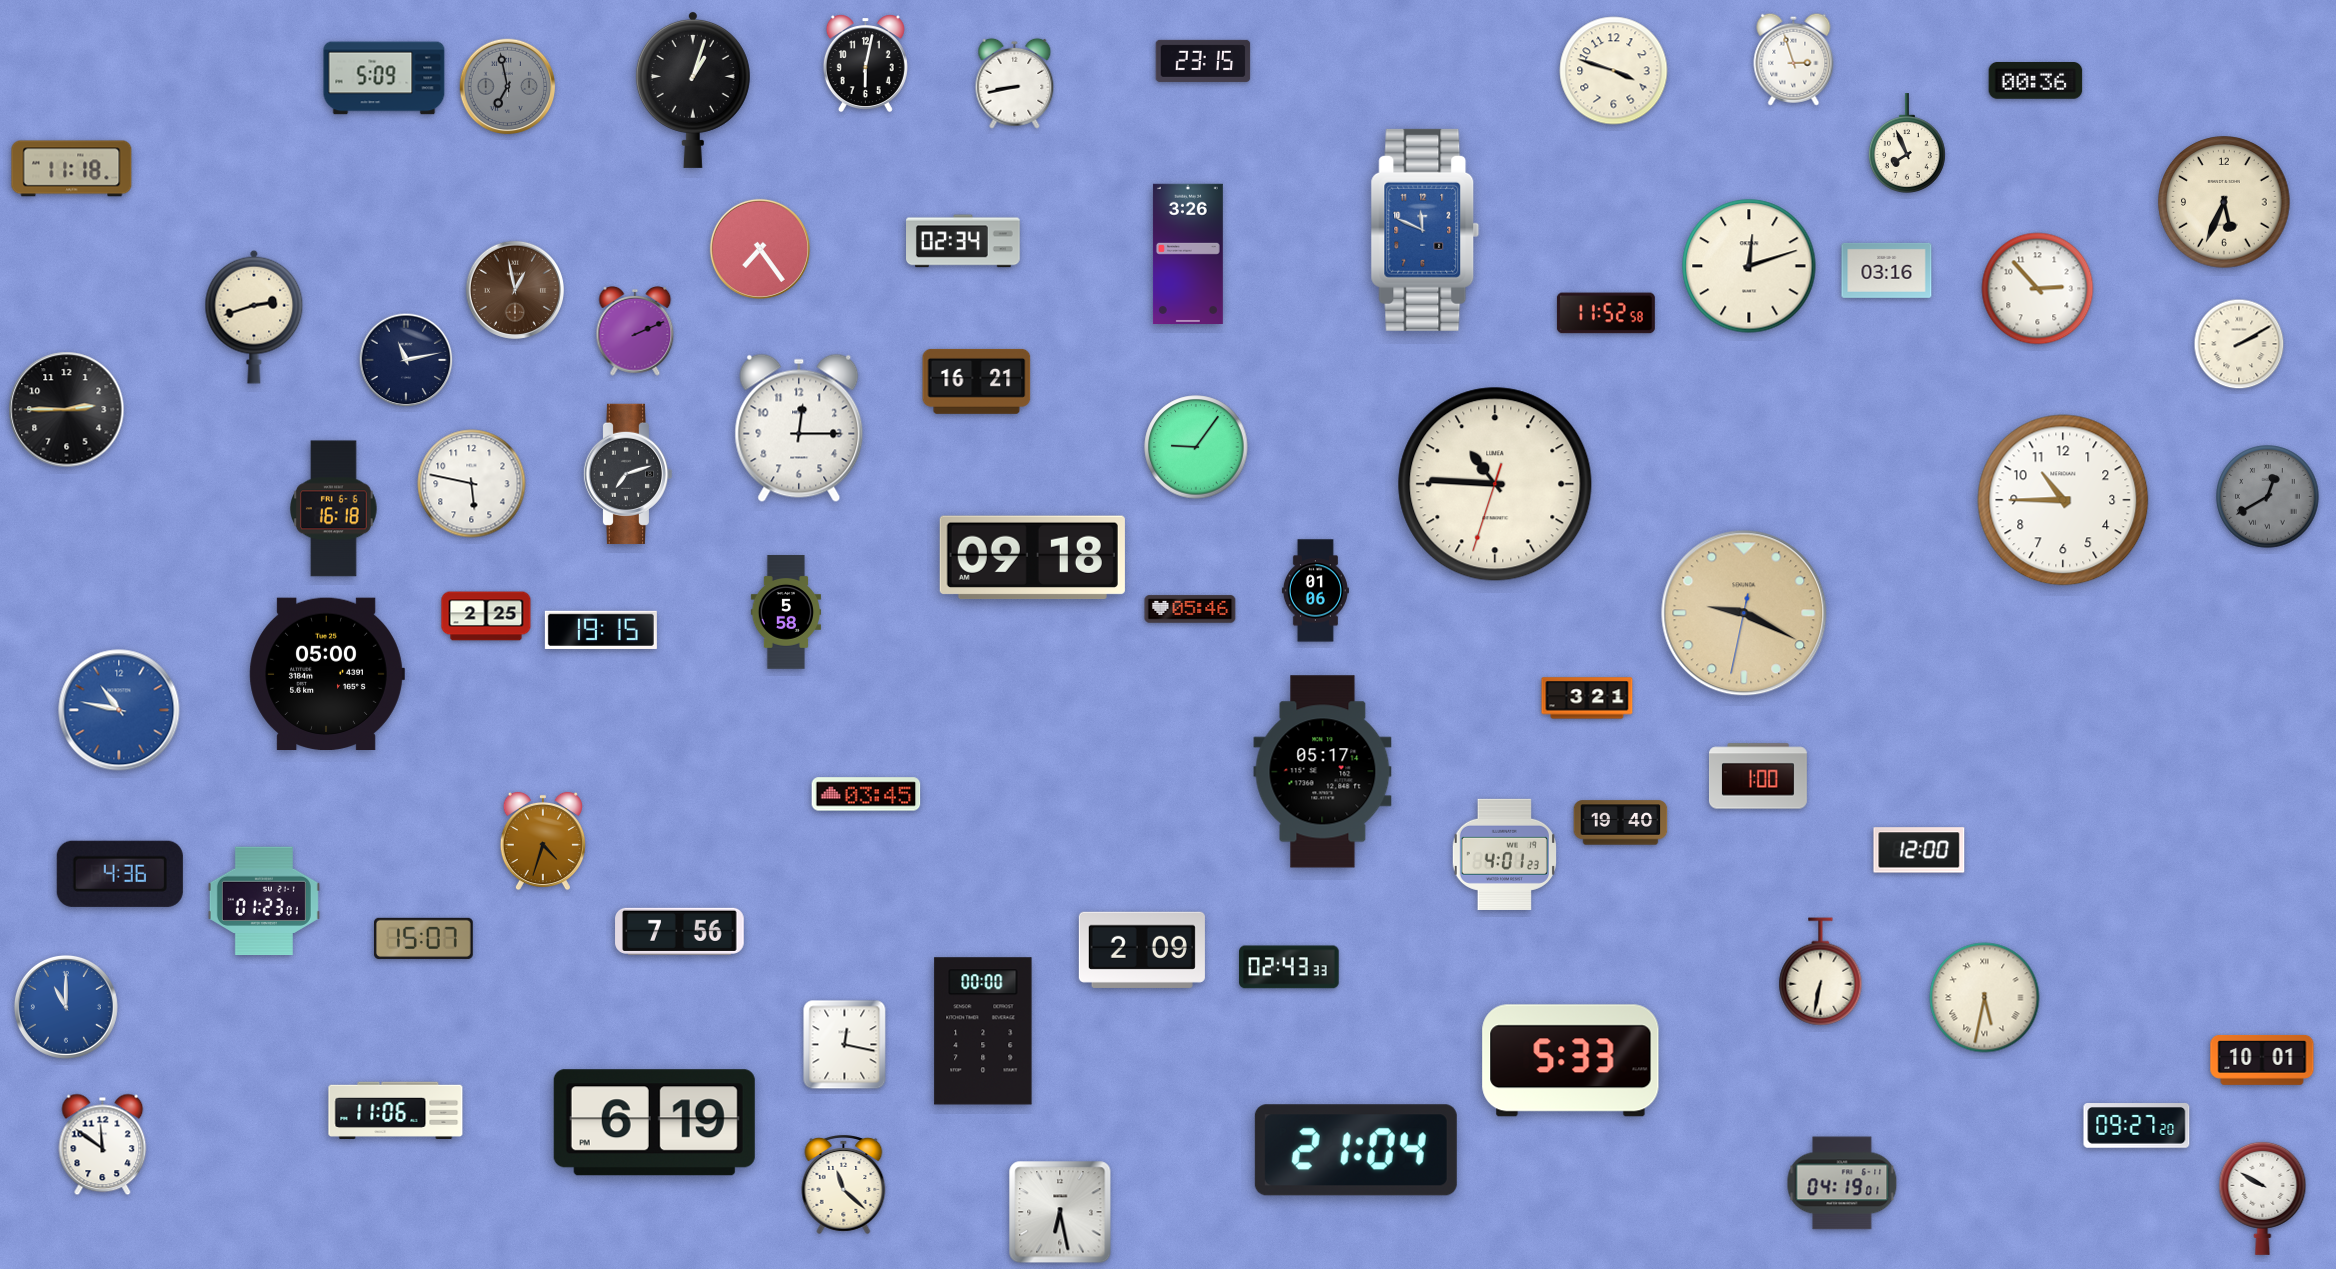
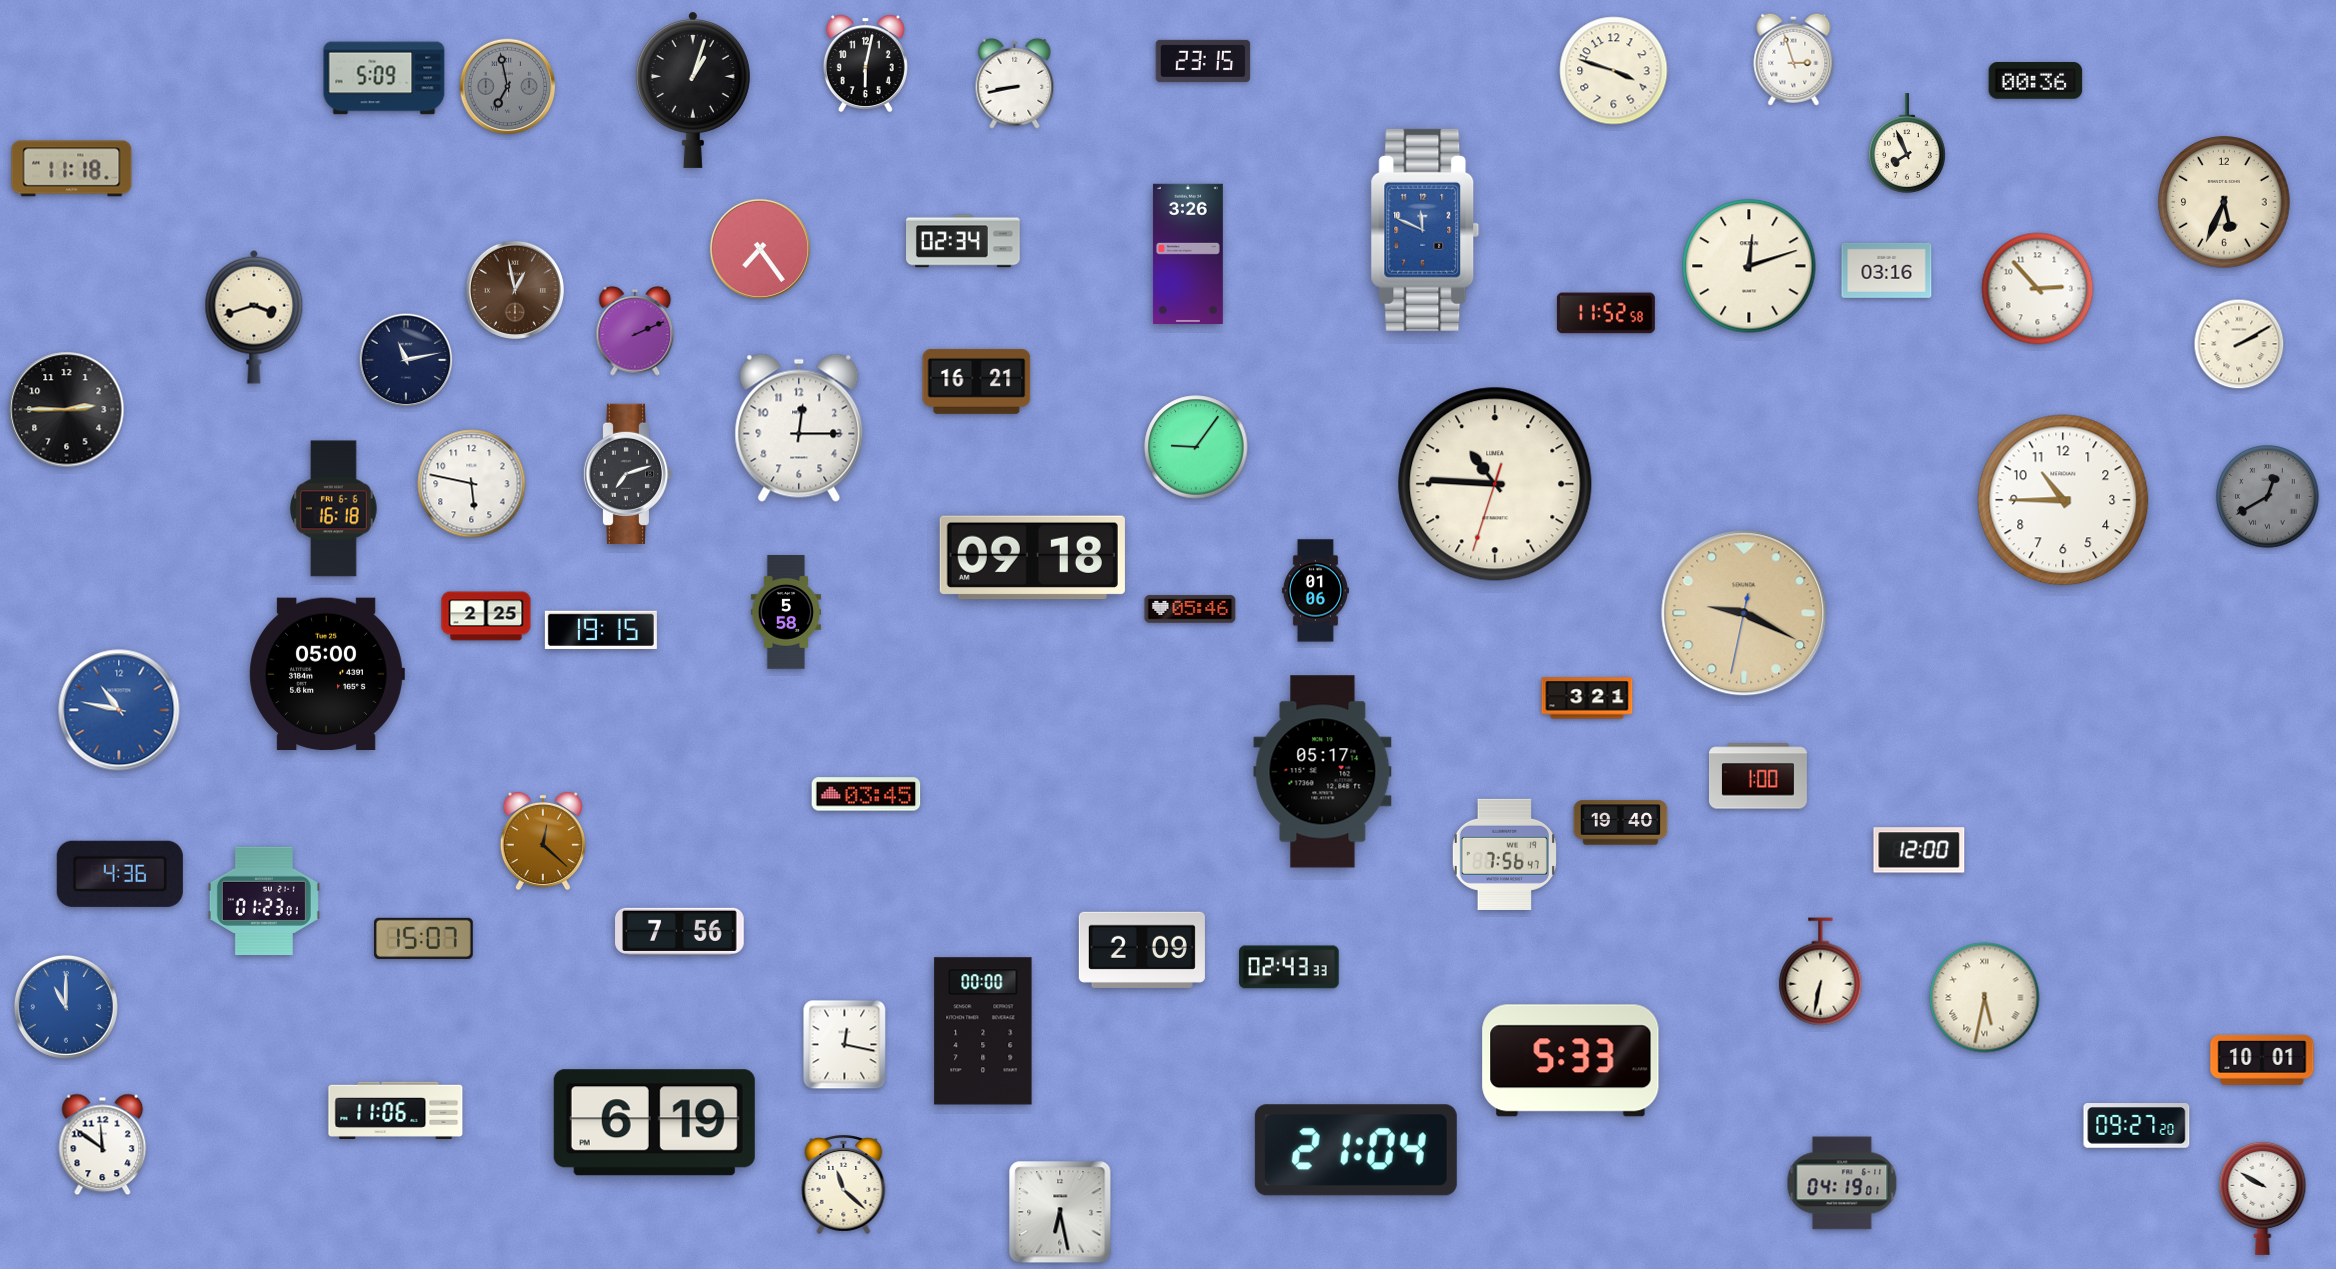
clock at (254, 317): 2:42 -> 3:42
clock at (543, 841): 4:33 -> 12:22
clock at (1504, 854): 4:01 -> 7:56
